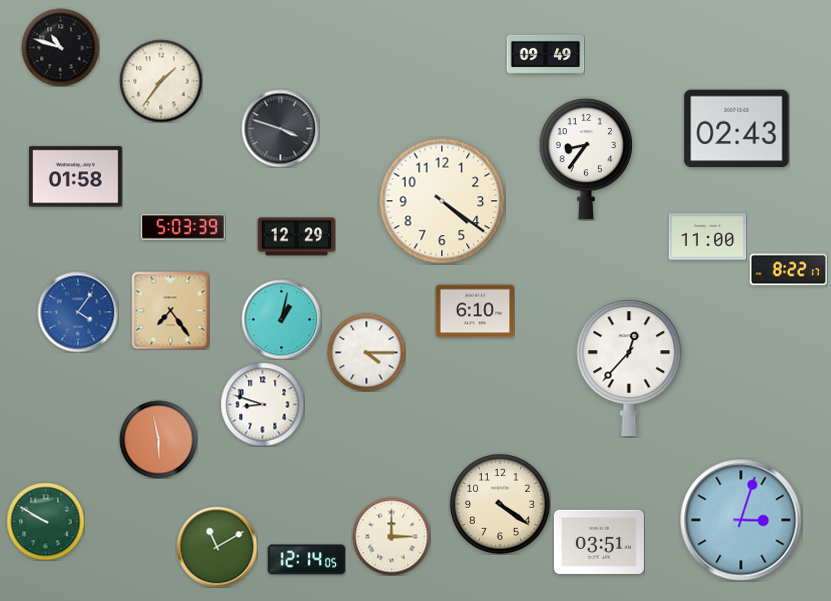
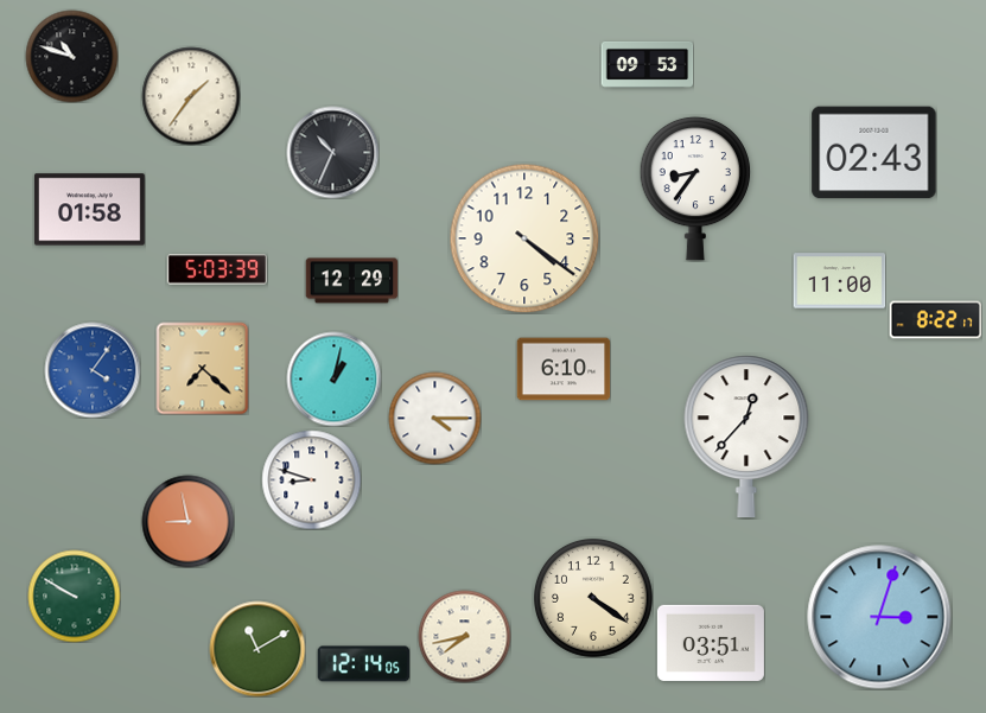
clock at (545, 54): 09:49 -> 09:53
clock at (280, 128): 3:48 -> 10:34
clock at (170, 310): 7:24 -> 7:22
clock at (158, 439): 5:58 -> 8:58
clock at (45, 521) position: (45, 521) -> (74, 596)
clock at (391, 536): 3:00 -> 7:43
